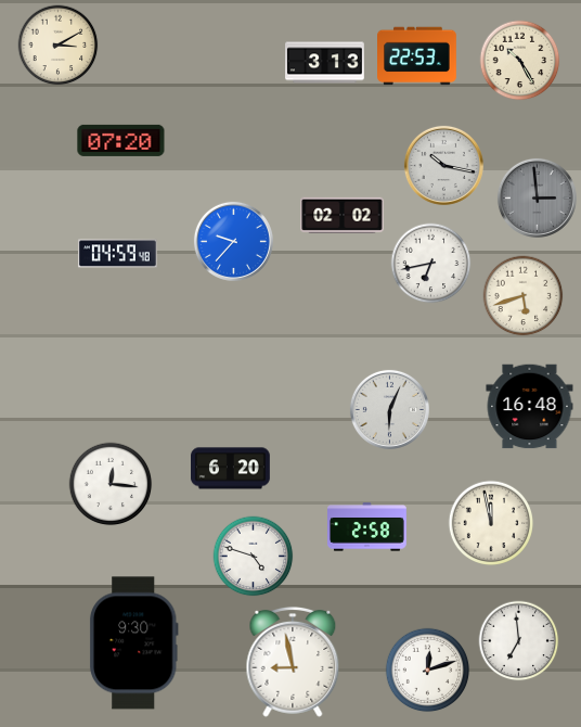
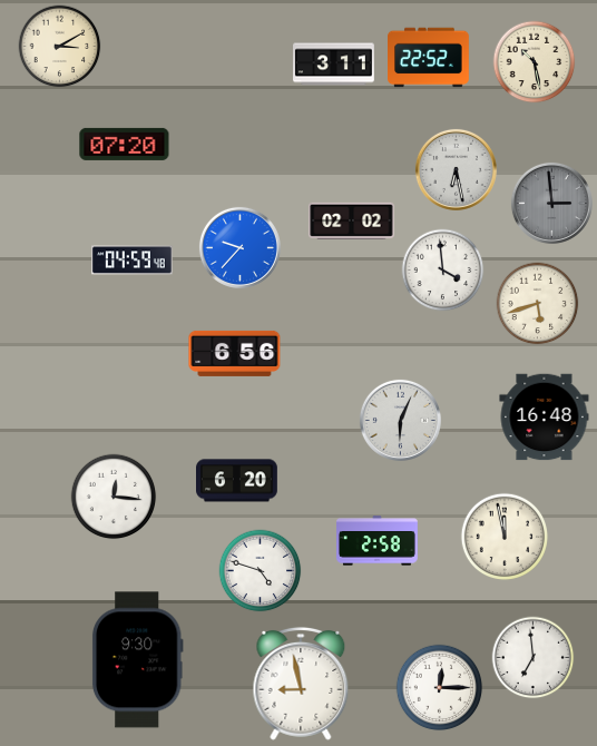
clock at (417, 56): 22:53 -> 22:52
clock at (520, 61): 10:25 -> 10:28
clock at (325, 63): 3:13 -> 3:11
clock at (443, 165): 10:17 -> 6:28
clock at (118, 254) position: (118, 254) -> (133, 261)
clock at (431, 264): 6:43 -> 3:59
clock at (235, 353): none -> 6:56
clock at (293, 662) position: (293, 662) -> (301, 684)
clock at (428, 671): 12:12 -> 12:15
